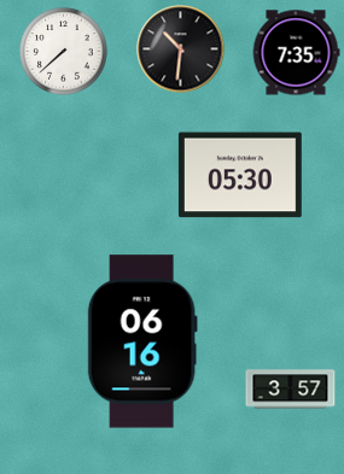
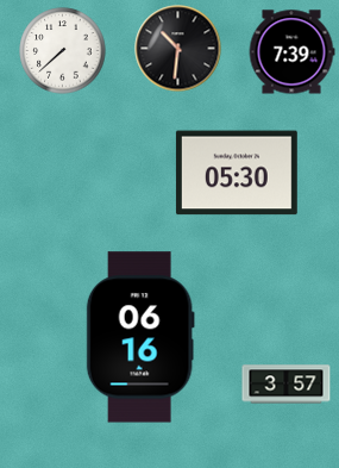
clock at (296, 53): 7:35 -> 7:39
